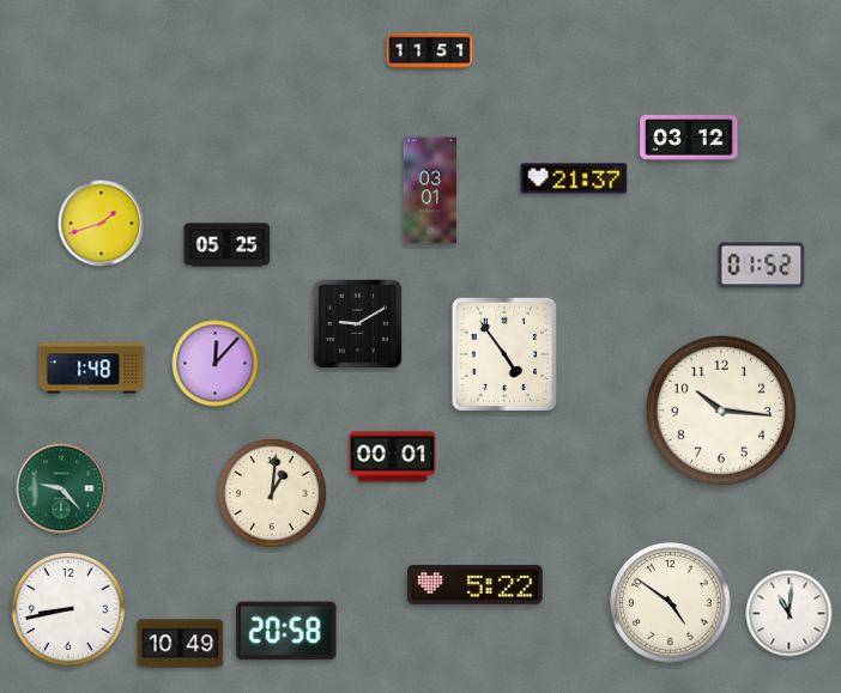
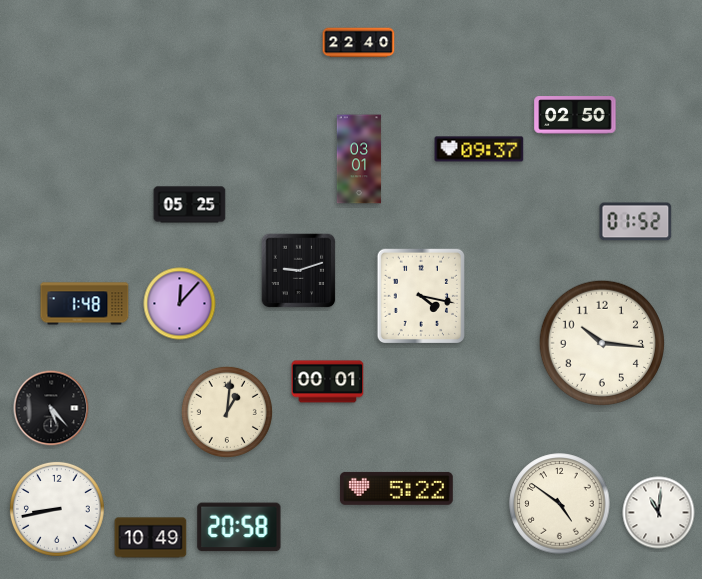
clock at (430, 51): 11:51 -> 22:40
clock at (689, 138): 03:12 -> 02:50
clock at (574, 178): 21:37 -> 09:37
clock at (102, 224): 1:42 -> none
clock at (358, 324): 9:10 -> 9:12
clock at (503, 353): 4:54 -> 4:17
clock at (92, 369) position: (92, 369) -> (85, 304)
clock at (61, 488): 9:23 -> 5:23
clock at (61, 488) dial: green -> black
